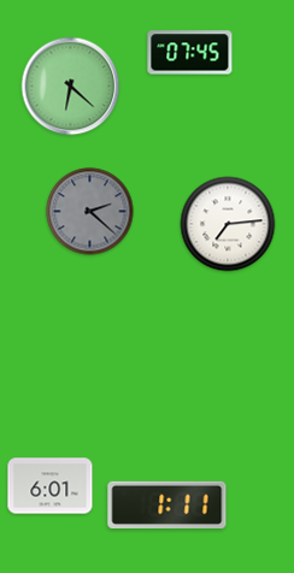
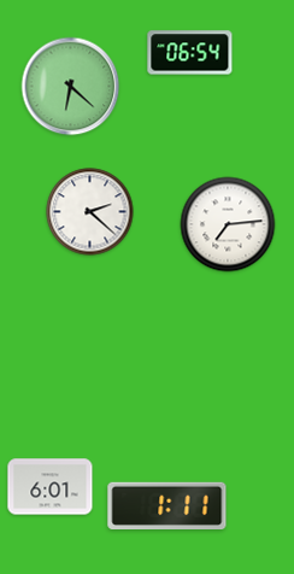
clock at (190, 53): 07:45 -> 06:54
clock at (90, 212) dial: grey -> white
